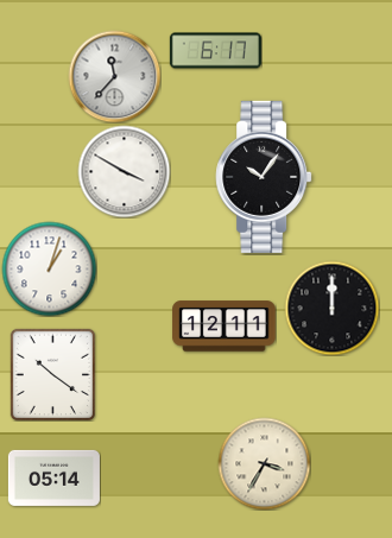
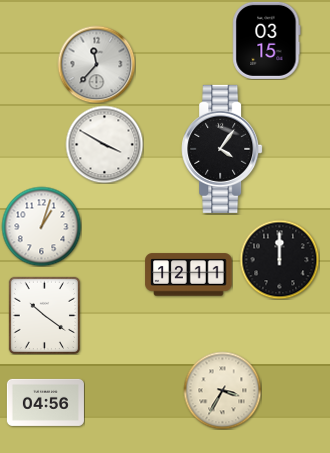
clock at (267, 40): none -> 03:15
clock at (215, 51): 6:17 -> none
clock at (264, 177): 10:06 -> 4:06
clock at (53, 477): 05:14 -> 04:56
